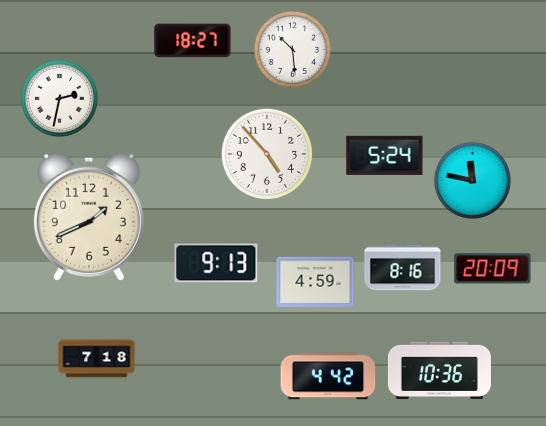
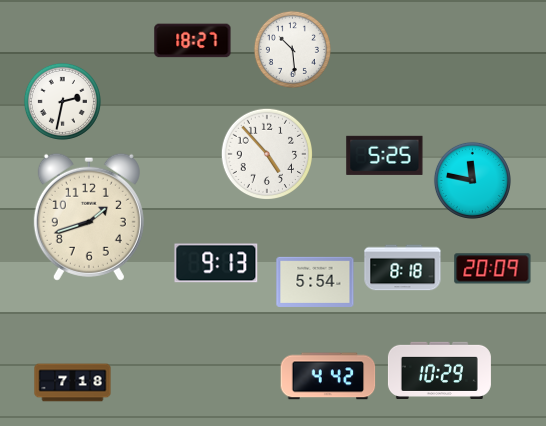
clock at (59, 98) position: (59, 98) -> (62, 101)
clock at (385, 155): 5:24 -> 5:25
clock at (89, 217): 1:41 -> 1:42
clock at (403, 268): 8:16 -> 8:18
clock at (315, 282): 4:59 -> 5:54
clock at (97, 359) position: (97, 359) -> (73, 383)
clock at (439, 370): 10:36 -> 10:29
